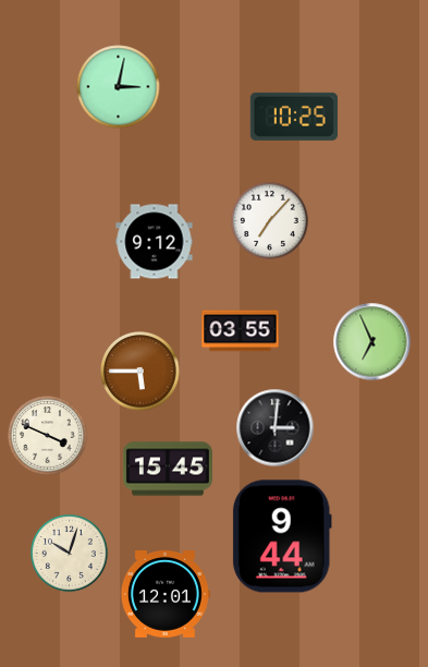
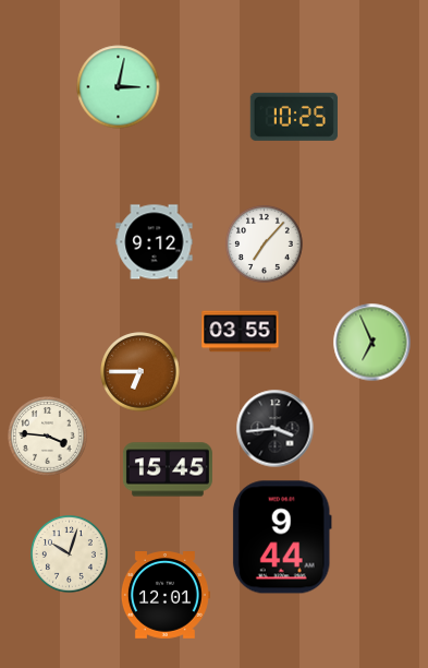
clock at (270, 221) position: (270, 221) -> (265, 244)
clock at (140, 372): 5:45 -> 6:45
clock at (276, 428): 3:01 -> 3:44
clock at (48, 436): 3:49 -> 3:46
